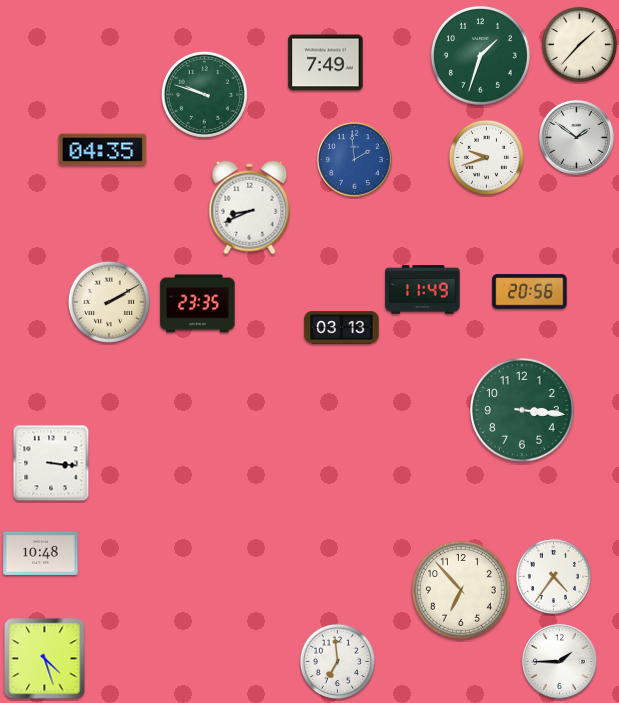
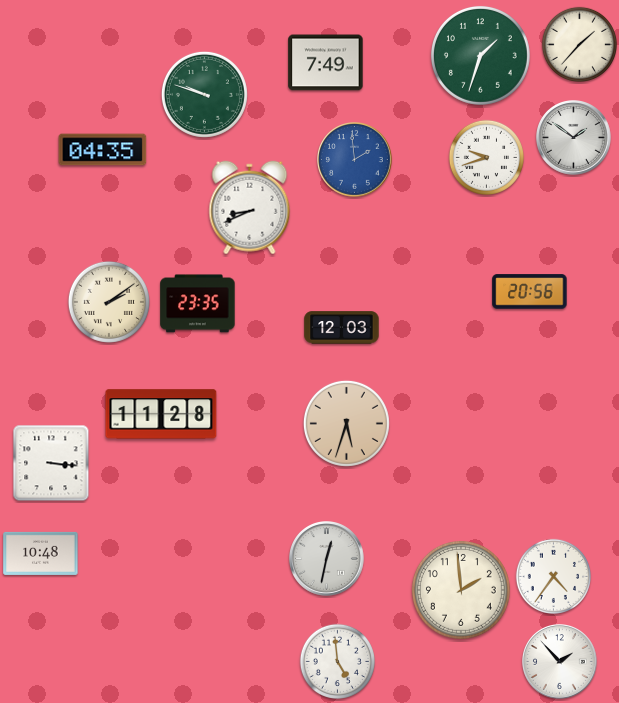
clock at (577, 138) position: (577, 138) -> (574, 138)
clock at (423, 290): 11:49 -> none
clock at (109, 302): 2:10 -> 2:09
clock at (342, 328): 03:13 -> 12:03
clock at (523, 411): 3:16 -> none
clock at (161, 414): none -> 11:28
clock at (346, 423): none -> 5:33
clock at (327, 559): none -> 12:32
clock at (461, 590): 6:53 -> 1:59
clock at (45, 659): 4:27 -> none
clock at (337, 661): 6:59 -> 4:59
clock at (560, 662): 1:45 -> 1:53
